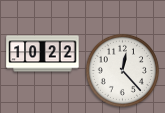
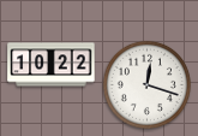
clock at (122, 70): 12:23 -> 12:18
